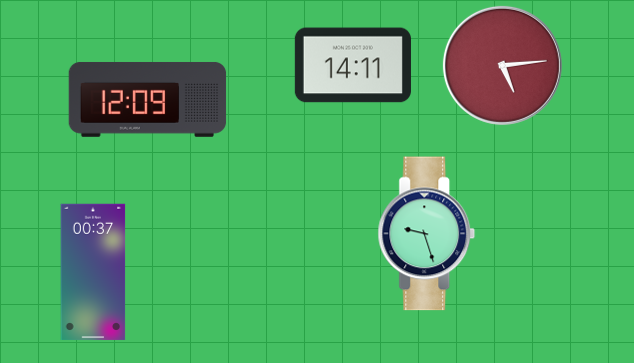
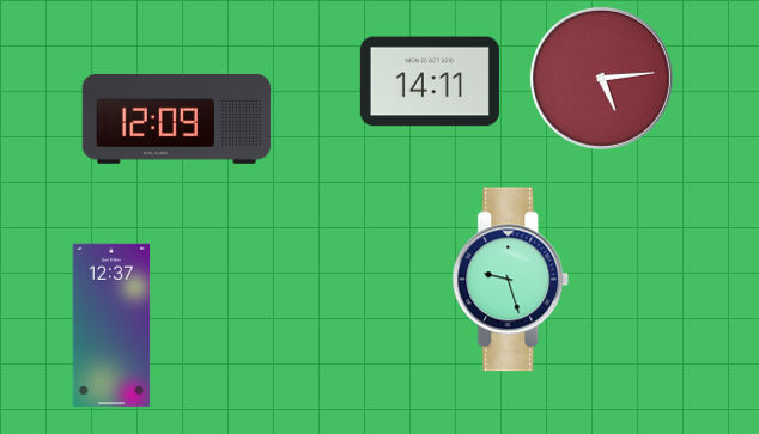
clock at (353, 65) position: (353, 65) -> (430, 81)
clock at (93, 272): 00:37 -> 12:37
